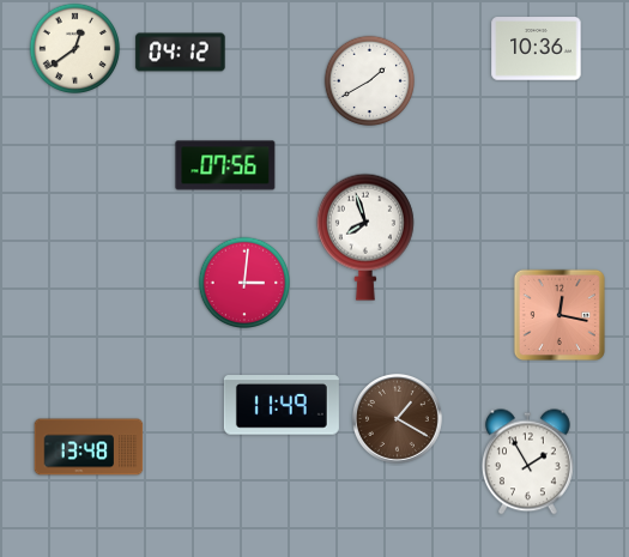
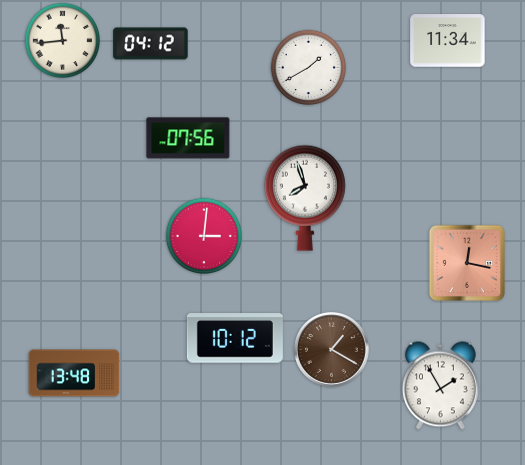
clock at (75, 49): 12:39 -> 11:44
clock at (537, 49): 10:36 -> 11:34
clock at (282, 405): 11:49 -> 10:12
